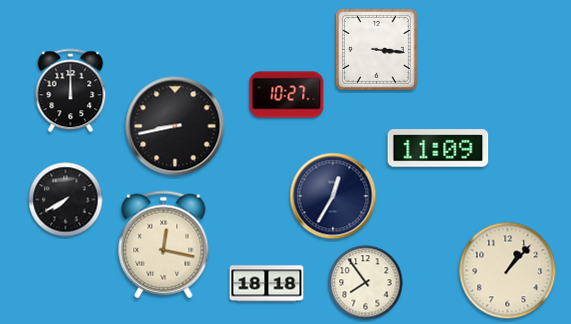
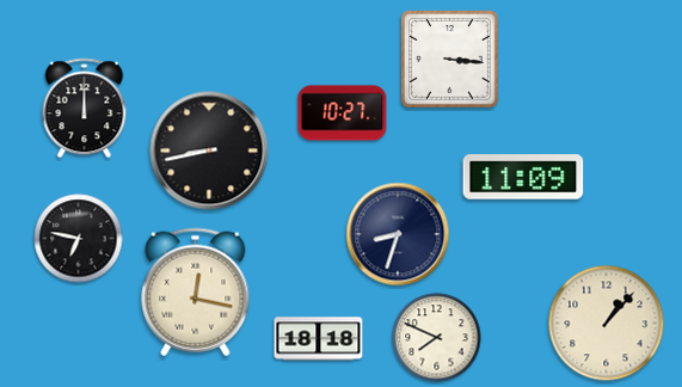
clock at (333, 196): 12:35 -> 8:33
clock at (66, 200): 7:40 -> 6:47
clock at (366, 283): 7:54 -> 7:49
